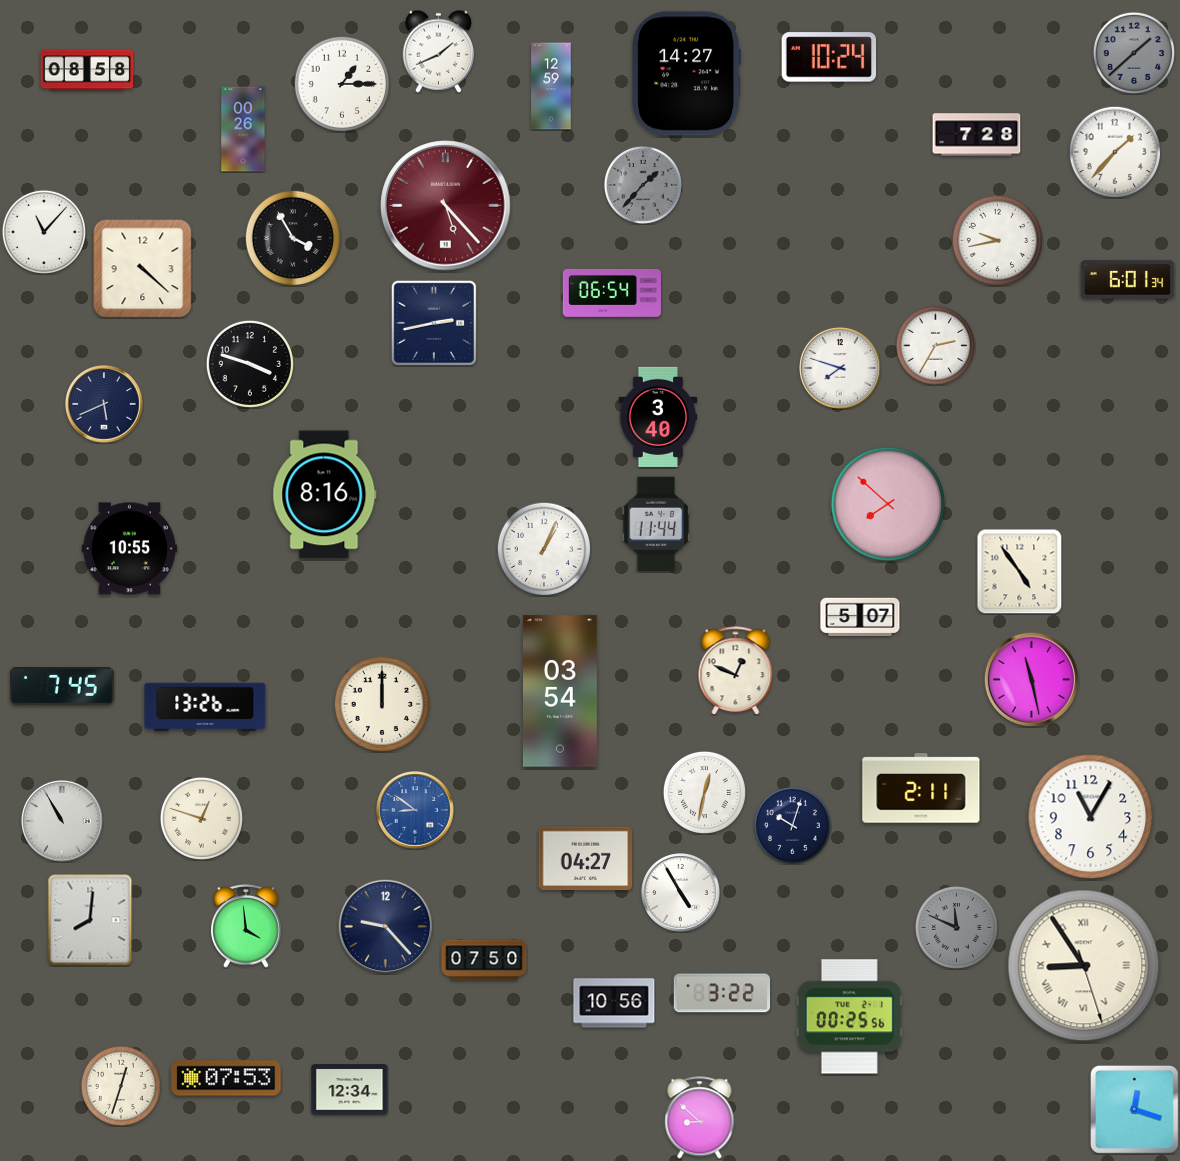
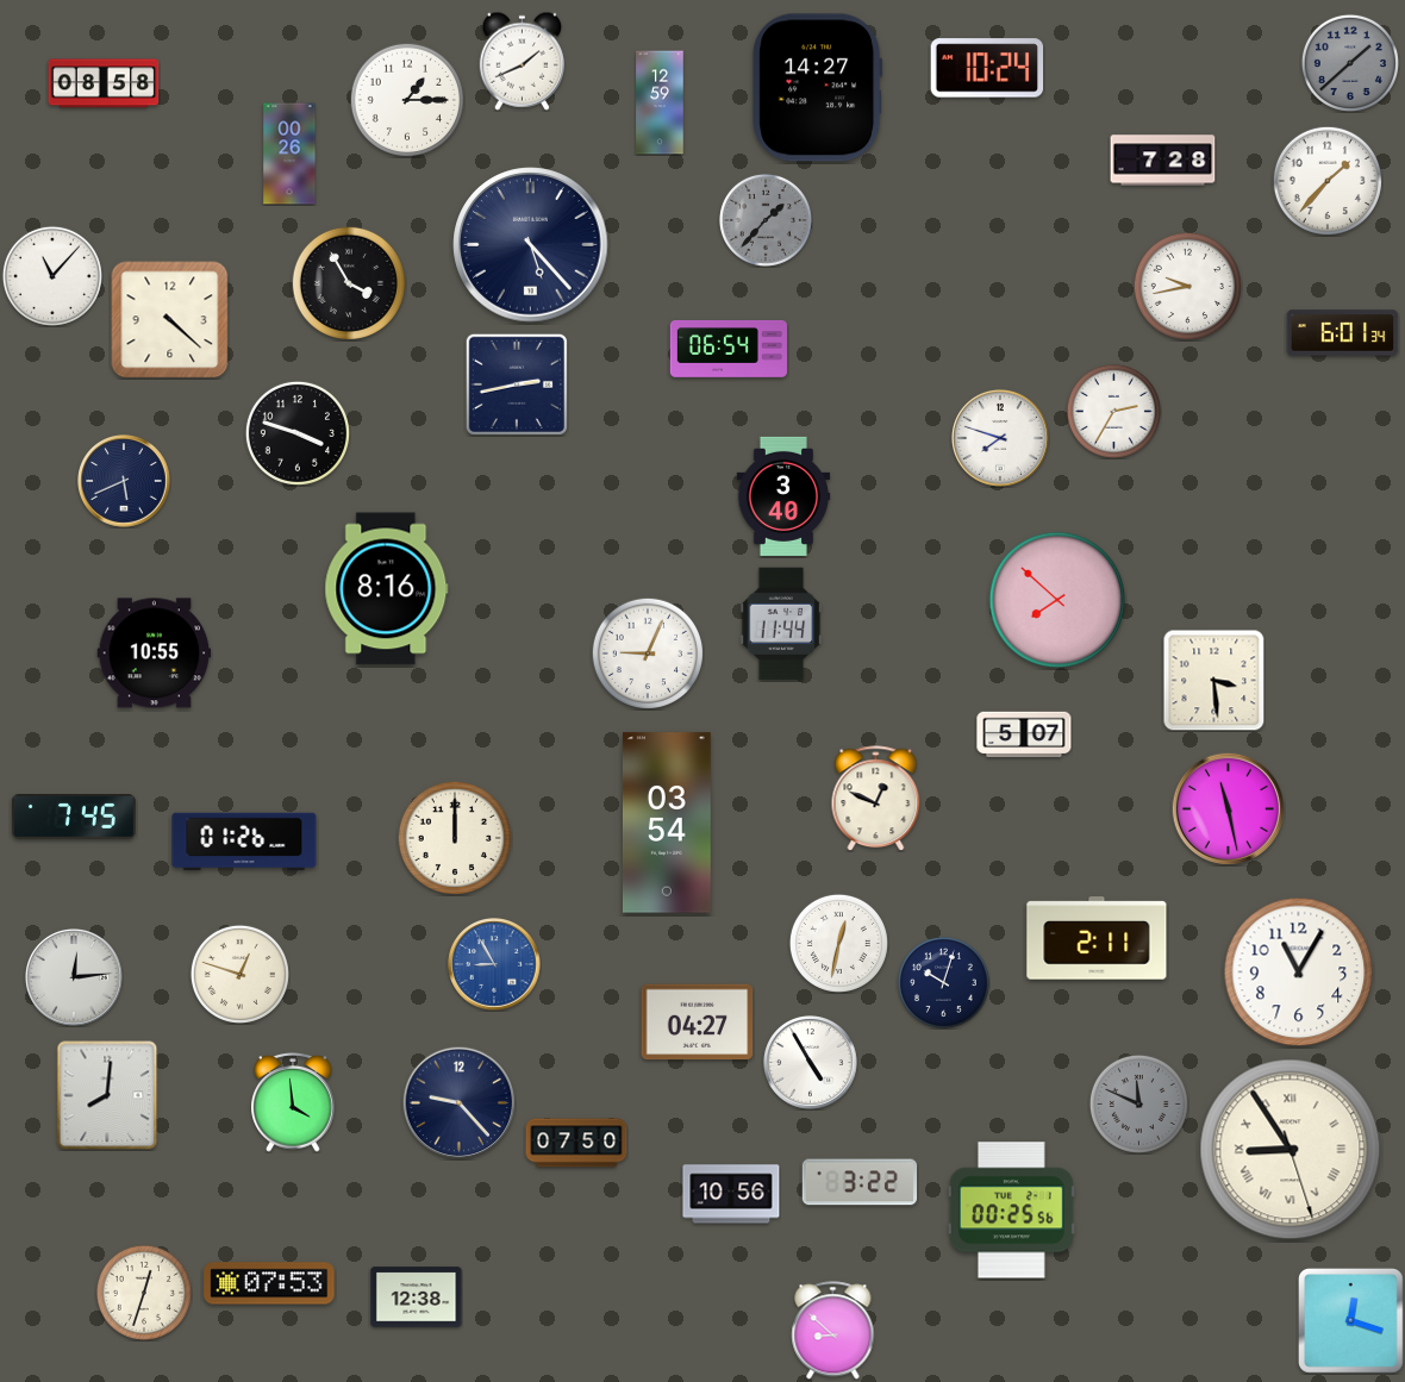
clock at (551, 86) position: (551, 86) -> (660, 102)
clock at (446, 206) dial: burgundy -> navy
clock at (543, 548): 1:04 -> 9:04
clock at (1020, 572): 4:54 -> 3:29
clock at (205, 707): 13:26 -> 01:26
clock at (415, 810): 8:51 -> 8:55
clock at (62, 821): 10:55 -> 12:14
clock at (350, 1090): 12:34 -> 12:38
